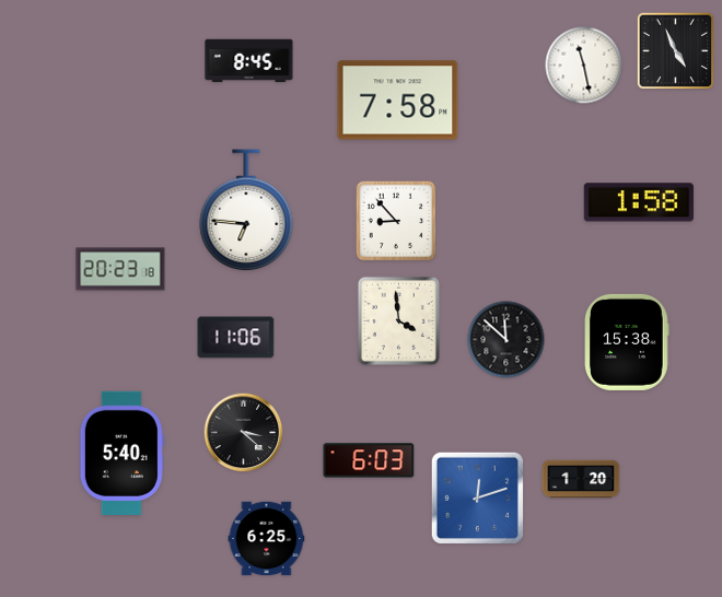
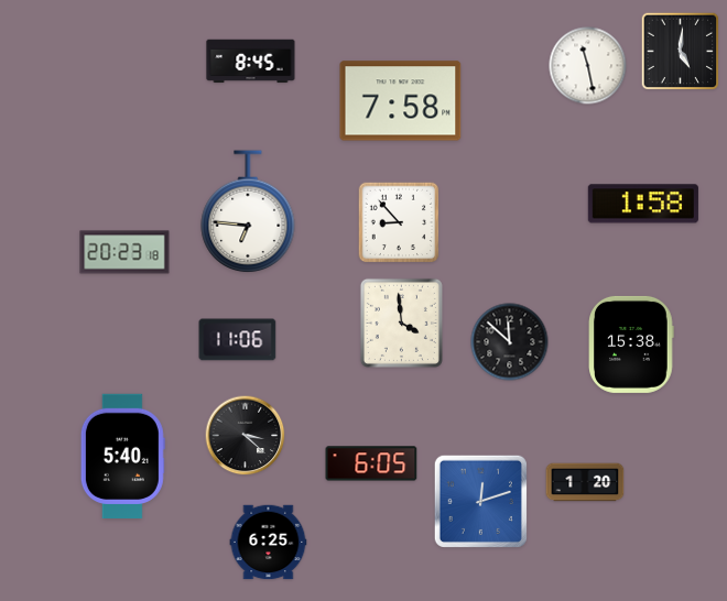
clock at (676, 51): 4:56 -> 5:01
clock at (120, 269) position: (120, 269) -> (124, 252)
clock at (369, 460): 6:03 -> 6:05
